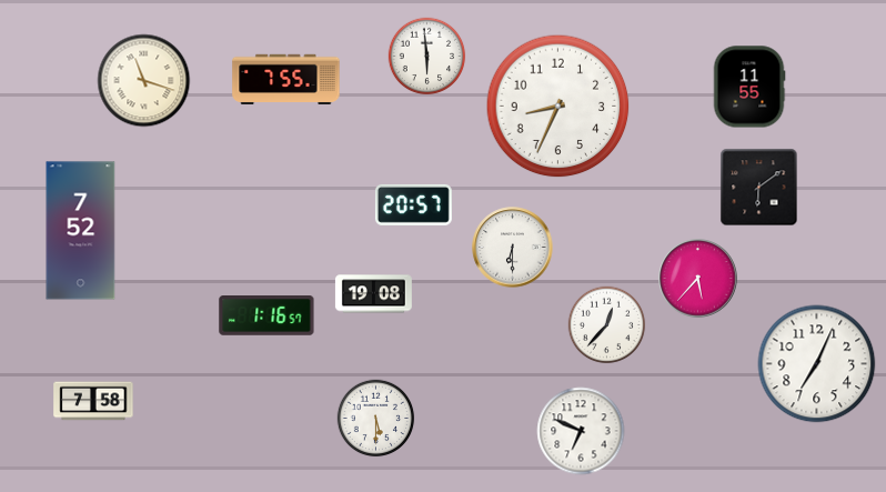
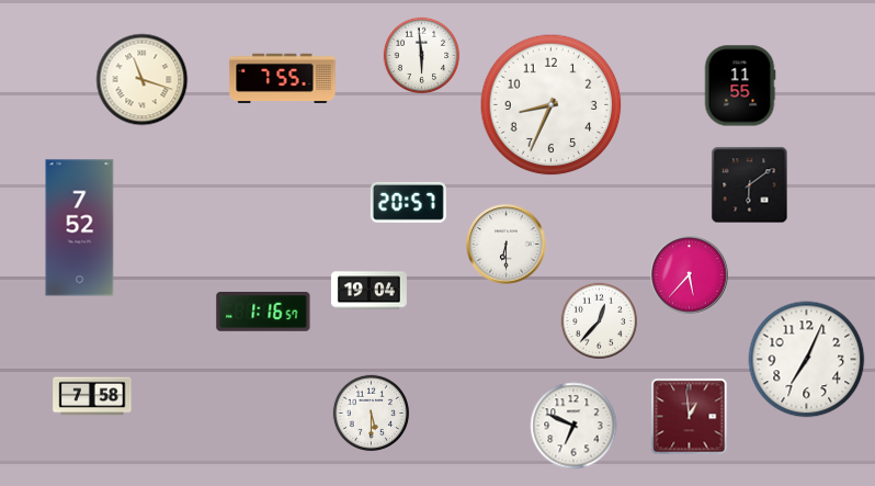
clock at (373, 294): 19:08 -> 19:04
clock at (690, 417): none -> 12:59
